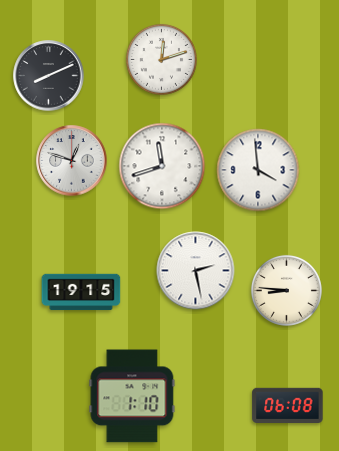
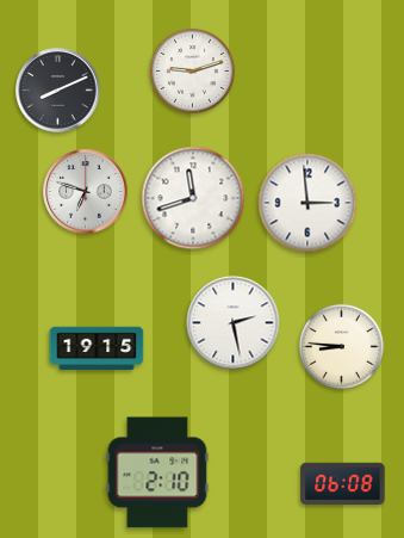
clock at (161, 59): 12:12 -> 9:12
clock at (72, 161): 12:48 -> 6:48
clock at (258, 170): 3:59 -> 2:59
clock at (132, 396): 1:10 -> 2:10
